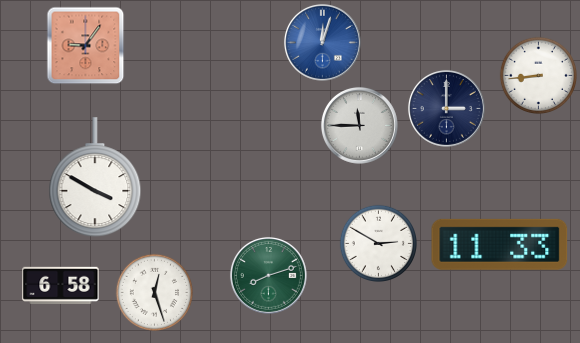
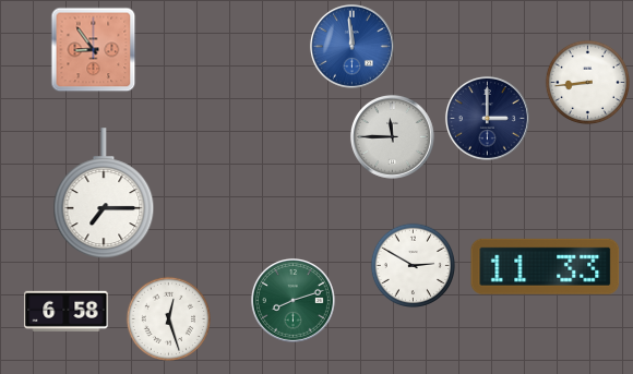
clock at (322, 42): 12:03 -> 11:59
clock at (85, 45): 9:06 -> 8:54
clock at (95, 178): 3:50 -> 7:15
